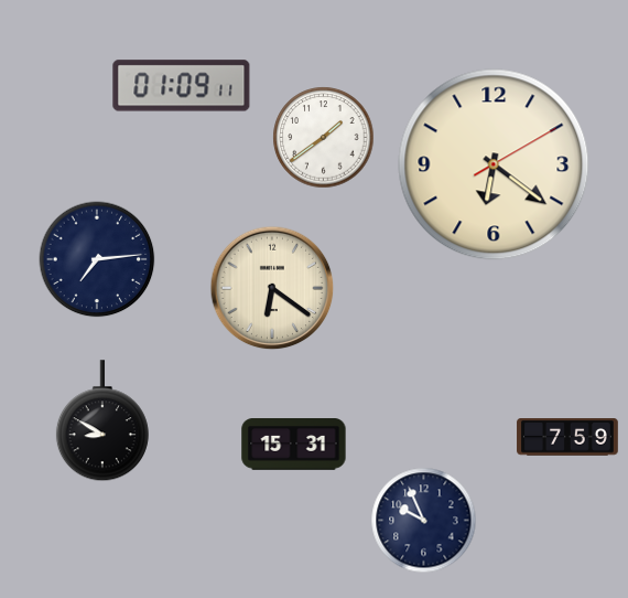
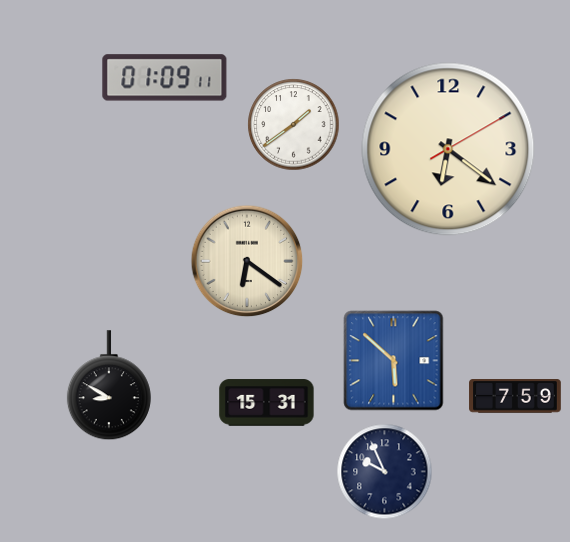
clock at (97, 259): 7:14 -> none
clock at (394, 361): none -> 5:52
clock at (102, 421) position: (102, 421) -> (109, 386)
